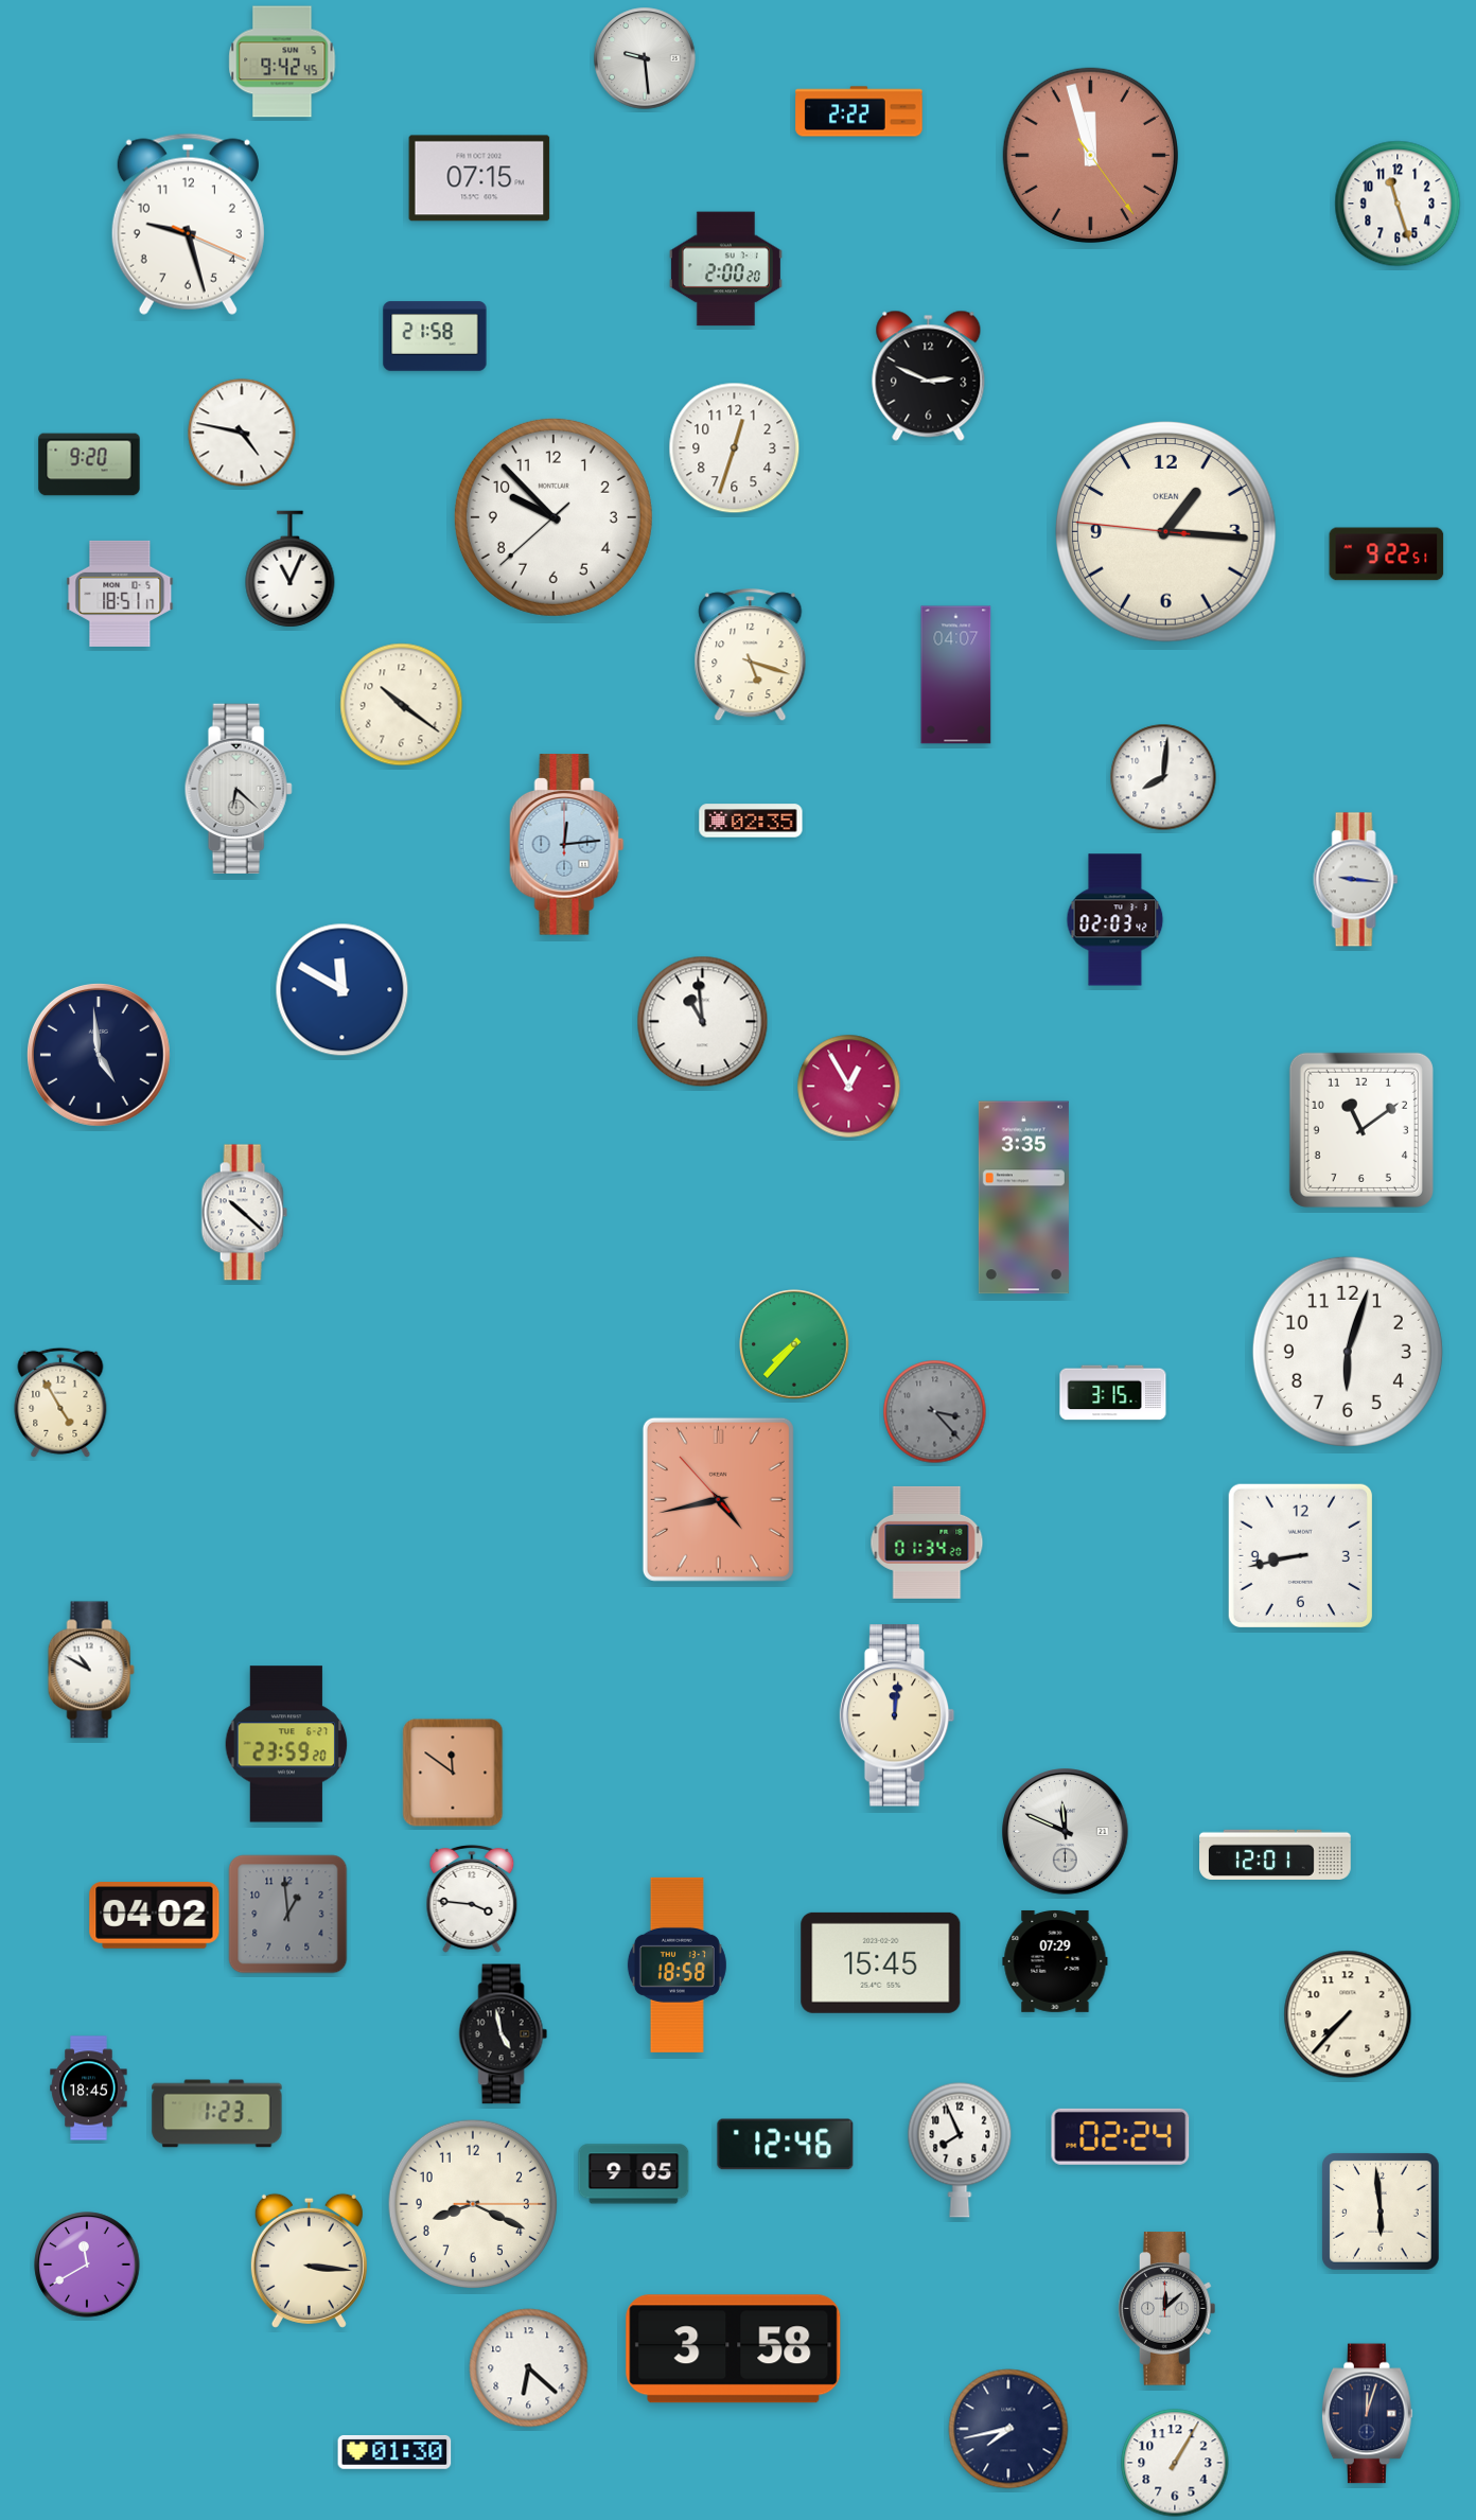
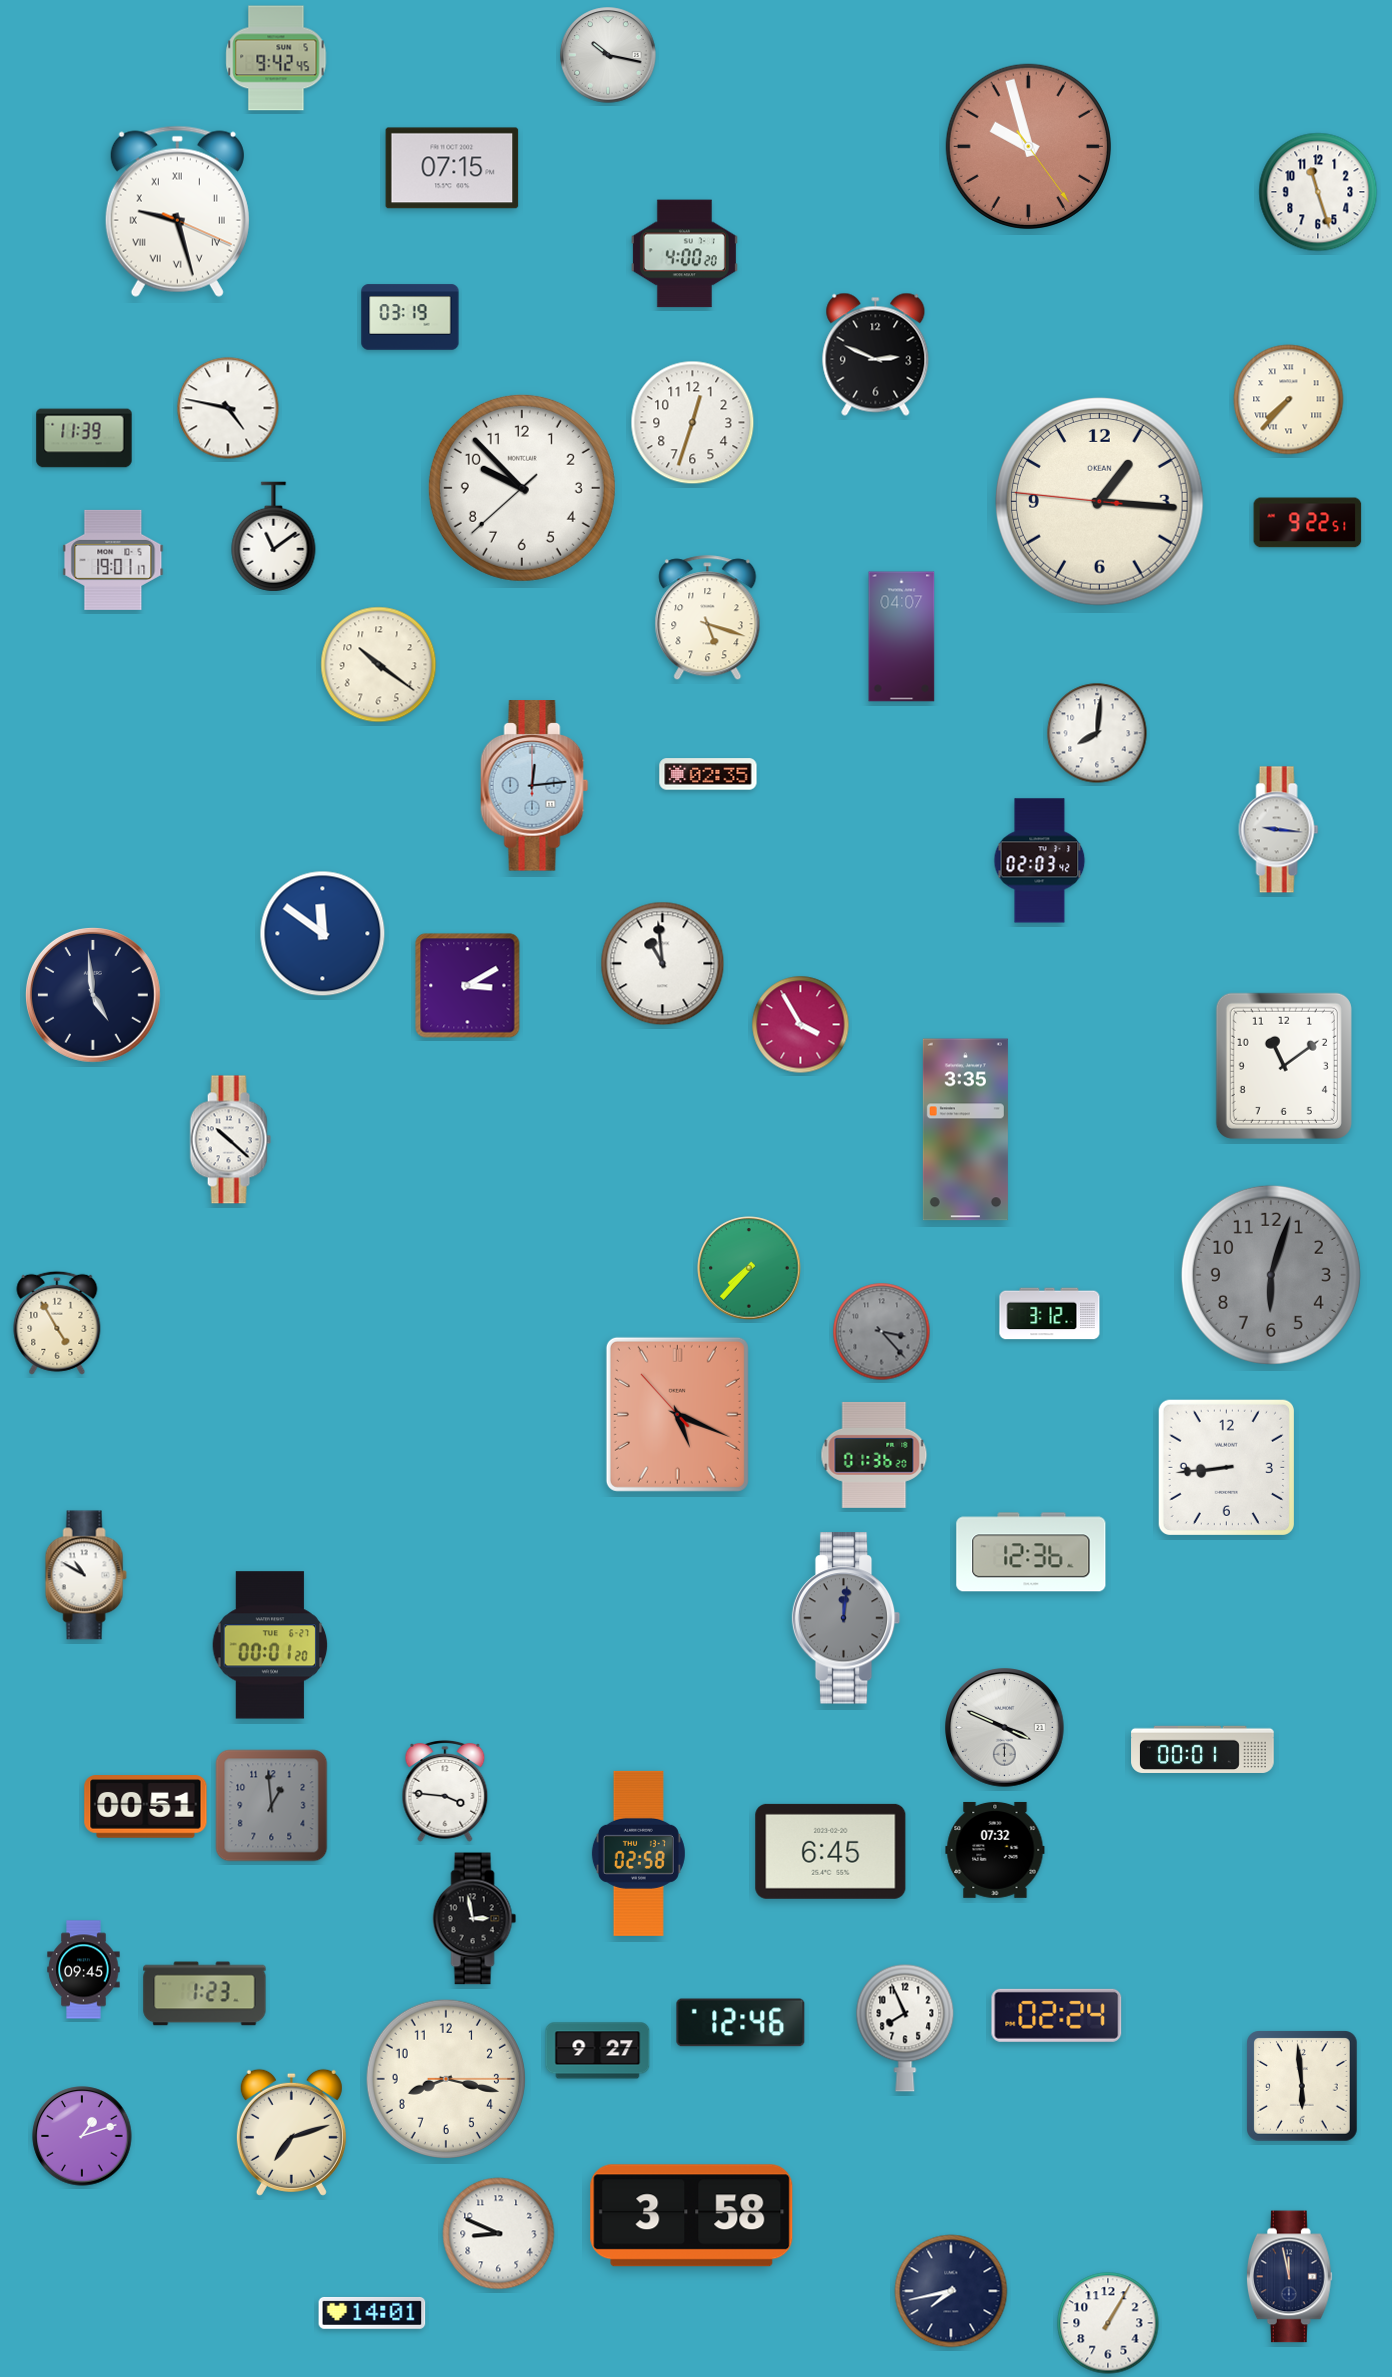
clock at (645, 58): 9:29 -> 10:17
clock at (282, 61) position: (282, 61) -> (276, 58)
clock at (859, 111): 2:22 -> none
clock at (1090, 155): 11:57 -> 9:57
clock at (188, 224) numerals: Arabic -> Roman
clock at (725, 269): 2:00 -> 4:00
clock at (435, 336): 21:58 -> 03:19
clock at (1289, 400): none -> 7:37
clock at (89, 464): 9:20 -> 11:39
clock at (291, 569): 11:04 -> 11:09
clock at (120, 594): 18:51 -> 19:01
clock at (239, 788): 6:22 -> none
clock at (567, 845) position: (567, 845) -> (535, 786)
clock at (1115, 920) position: (1115, 920) -> (1040, 861)
clock at (342, 990): 11:50 -> 11:51
clock at (468, 986): none -> 3:10
clock at (849, 1087): 12:55 -> 3:55
clock at (244, 1213) position: (244, 1213) -> (230, 1140)
clock at (1348, 1352) dial: white -> grey
clock at (1113, 1393): 3:15 -> 3:12
clock at (718, 1499): 4:42 -> 5:18
clock at (927, 1543): 01:34 -> 01:36
clock at (1300, 1555): 8:43 -> 8:44
clock at (1031, 1552): none -> 12:36
clock at (897, 1715) dial: cream -> grey
clock at (286, 1744): 23:59 -> 00:01
clock at (453, 1773): 11:51 -> none
clock at (1066, 1832): 11:49 -> 3:49
clock at (1276, 1854): 12:01 -> 00:01
clock at (155, 1916): 04:02 -> 00:51
clock at (1055, 1961): 07:29 -> 07:32
clock at (881, 1962): 15:45 -> 6:45
clock at (676, 1964): 18:58 -> 02:58
clock at (1348, 2014): 7:37 -> none
clock at (504, 2034): 4:58 -> 2:58
clock at (89, 2089): 18:45 -> 09:45
clock at (634, 2174): 9:05 -> 9:27
clock at (472, 2203): 8:19 -> 8:17
clock at (309, 2260): 3:16 -> 7:12
clock at (87, 2265): 11:40 -> 1:12
clock at (1167, 2309): 12:08 -> none
clock at (529, 2368): 6:22 -> 8:49
clock at (1368, 2414): 12:03 -> 11:58
clock at (394, 2452): 01:30 -> 14:01
